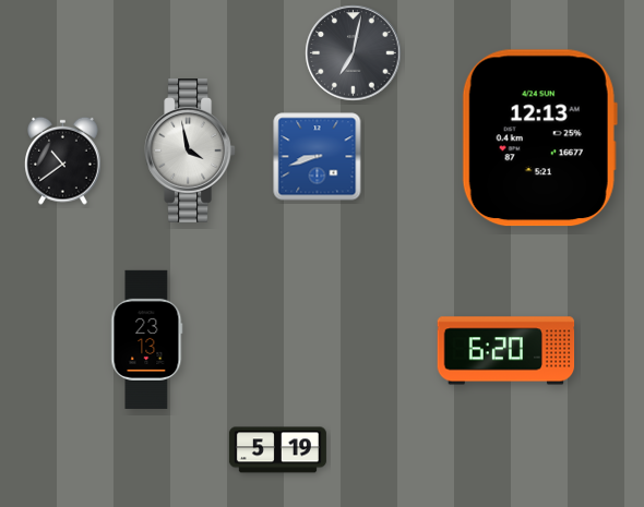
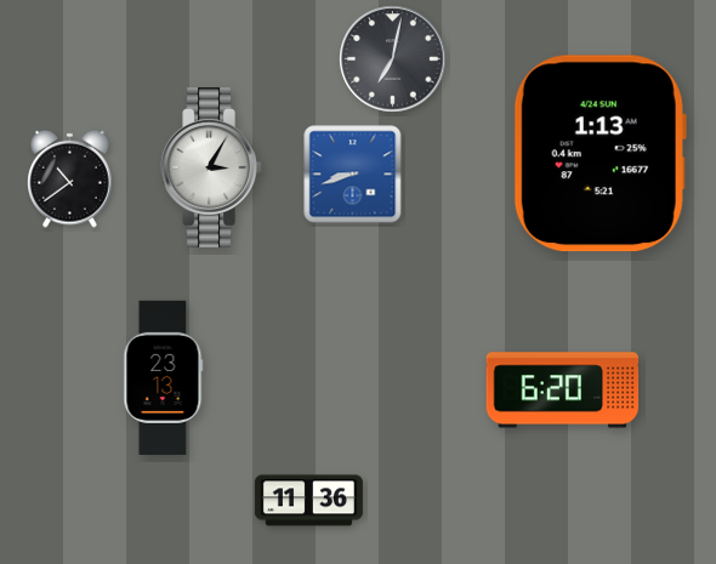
clock at (539, 138): 12:13 -> 1:13
clock at (190, 150): 3:58 -> 3:05
clock at (277, 450): 5:19 -> 11:36
